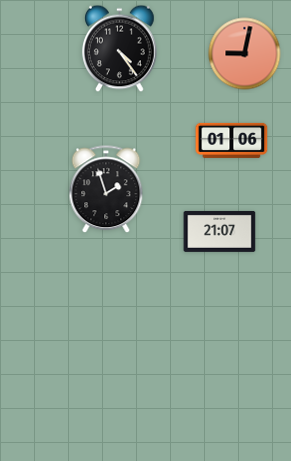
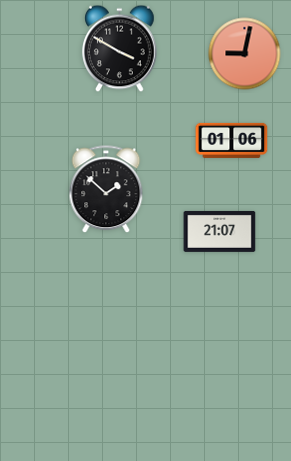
clock at (120, 49): 4:24 -> 3:50
clock at (106, 190): 1:57 -> 1:52
